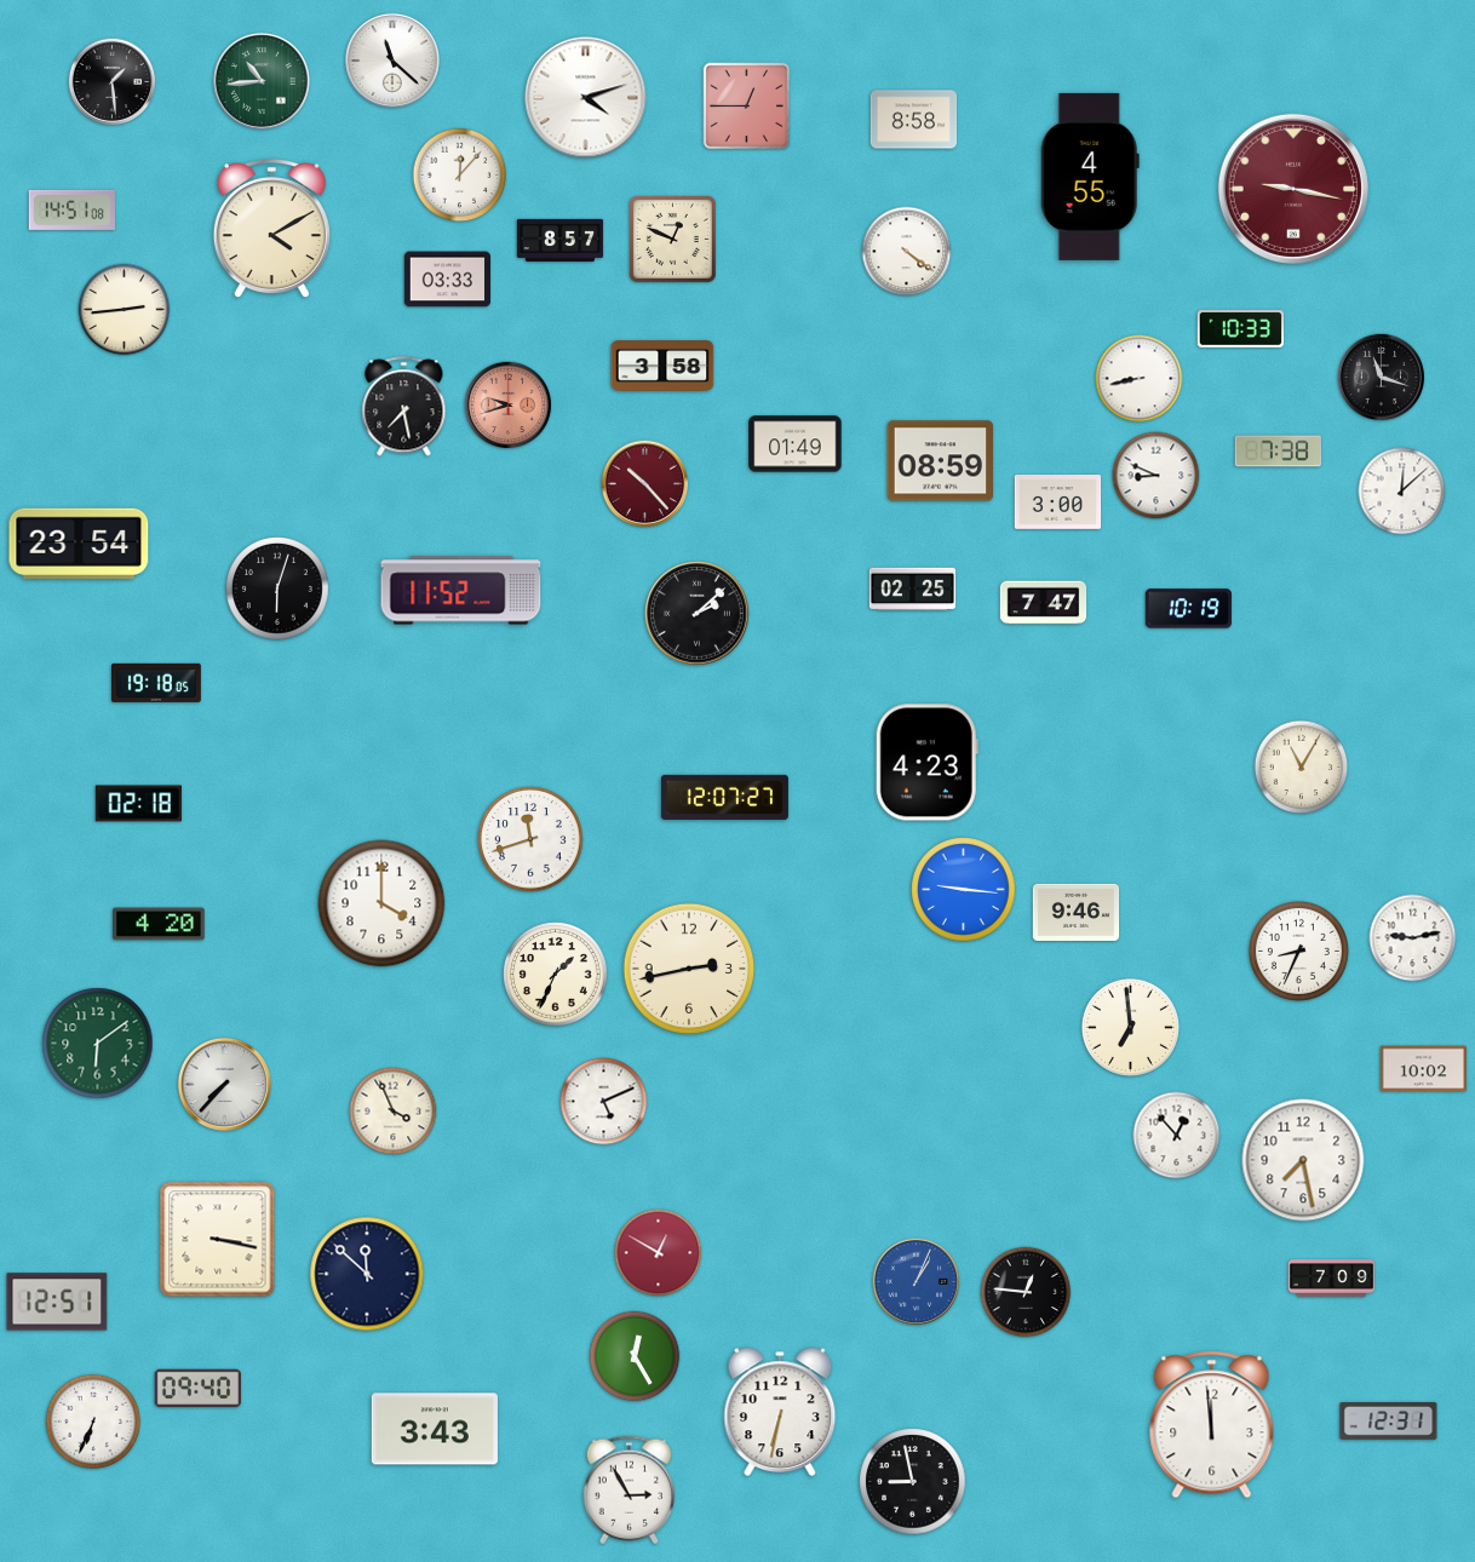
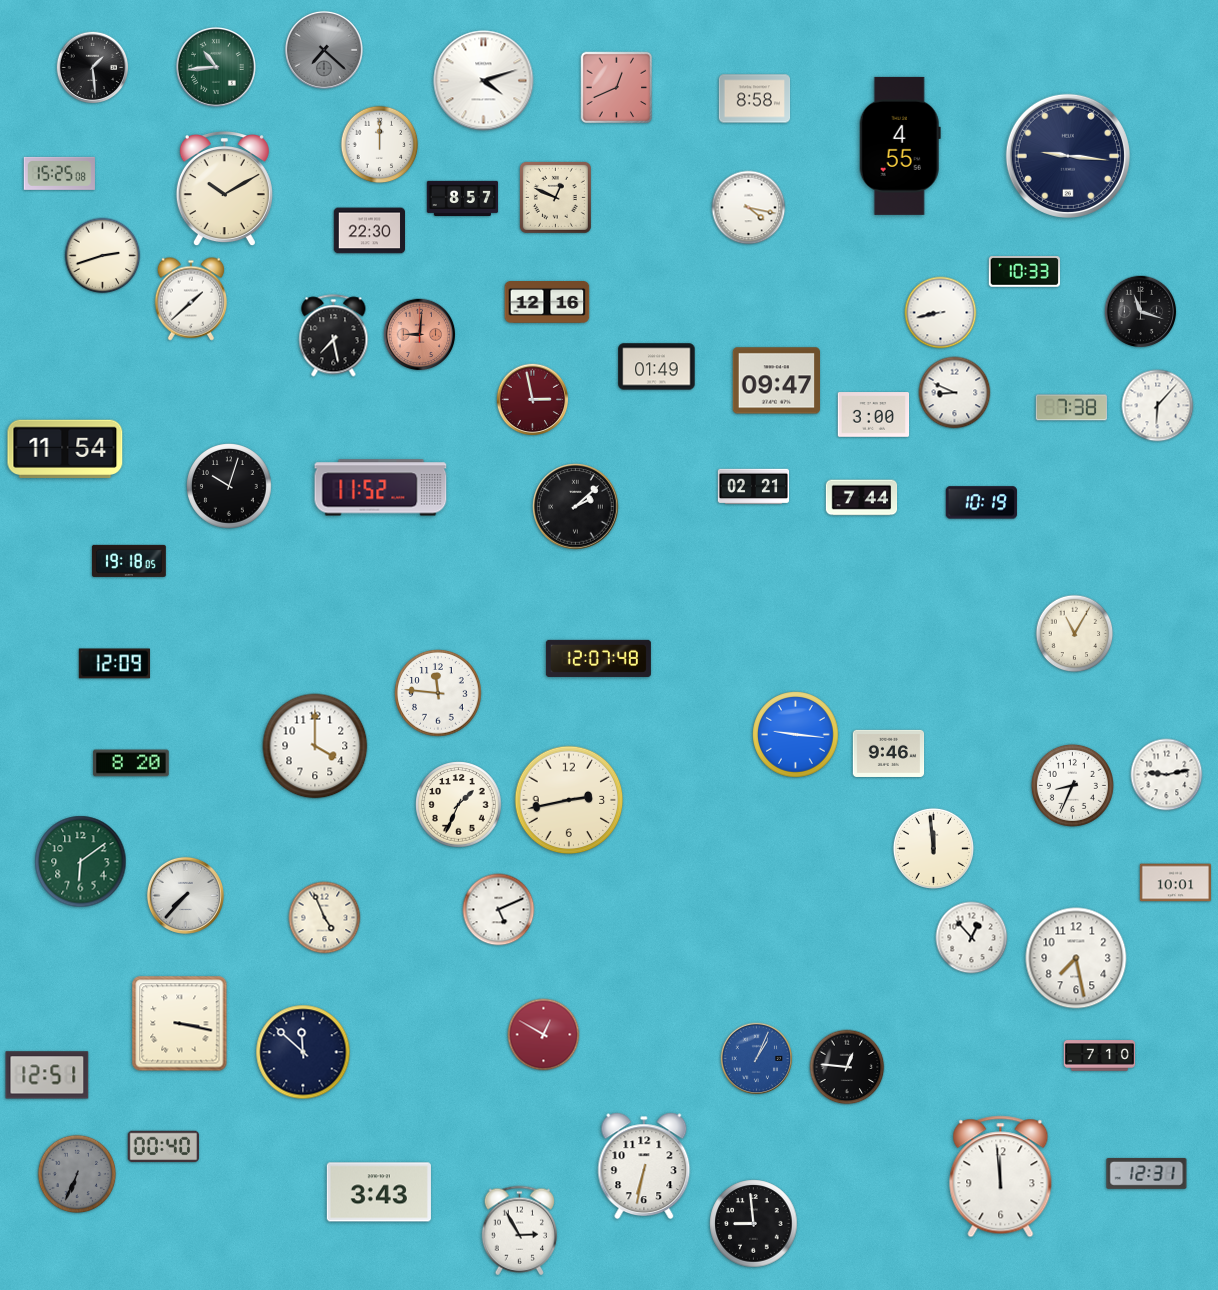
clock at (392, 61): 11:22 -> 7:22
clock at (392, 61) dial: white -> grey
clock at (747, 107): 12:45 -> 12:41
clock at (460, 176): 12:07 -> 12:00
clock at (1293, 189): 9:17 -> 9:16
clock at (1293, 189) dial: burgundy -> navy
clock at (71, 209): 14:51 -> 15:25
clock at (271, 230): 4:10 -> 10:10
clock at (907, 252): 4:21 -> 4:17
clock at (448, 280): 03:33 -> 22:30
clock at (125, 310): 2:44 -> 2:42
clock at (191, 299): none -> 1:38
clock at (662, 367): 3:58 -> 12:16
clock at (509, 406): 9:42 -> 9:01
clock at (1278, 452) position: (1278, 452) -> (1071, 408)
clock at (940, 461): 08:59 -> 09:47
clock at (645, 484): 10:23 -> 2:58
clock at (1402, 492): 12:08 -> 6:07
clock at (79, 542): 23:54 -> 11:54
clock at (279, 590): 6:03 -> 10:03
clock at (913, 590): 02:25 -> 02:21
clock at (1044, 603): 7:47 -> 7:44
clock at (156, 683) position: (156, 683) -> (129, 561)
clock at (926, 763): 4:23 -> none
clock at (724, 797): 12:07:27 -> 12:07:48
clock at (138, 804): 02:18 -> 12:09
clock at (530, 839): 11:42 -> 11:46
clock at (159, 924): 4:20 -> 8:20
clock at (1130, 1027): 6:59 -> 11:59
clock at (1424, 1069): 10:02 -> 10:01
clock at (394, 1112): 3:56 -> 4:56
clock at (1332, 1279): 7:09 -> 7:10
clock at (635, 1356): 12:25 -> none
clock at (197, 1389): 09:40 -> 00:40
clock at (93, 1422) dial: white -> grey
clock at (435, 1429) position: (435, 1429) -> (379, 1192)
clock at (913, 1482): 8:58 -> 8:59
